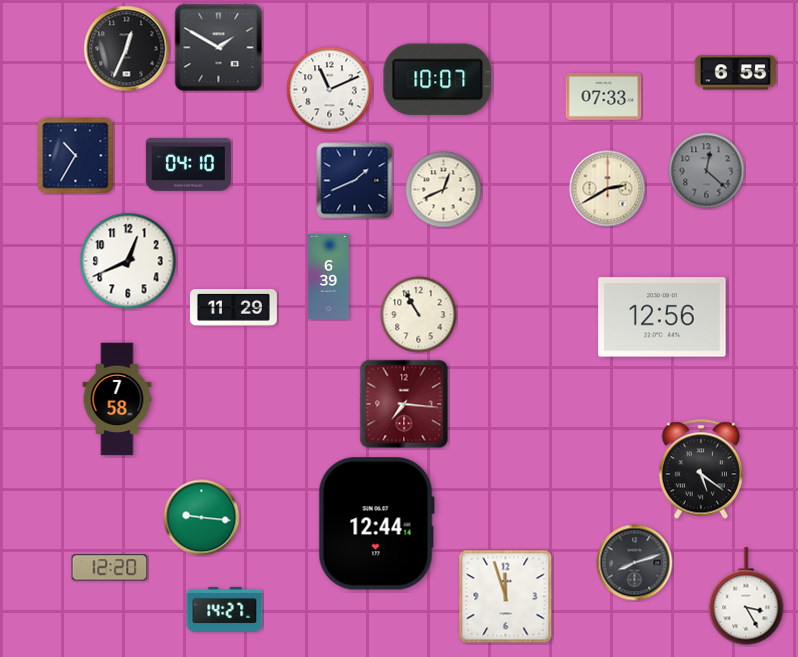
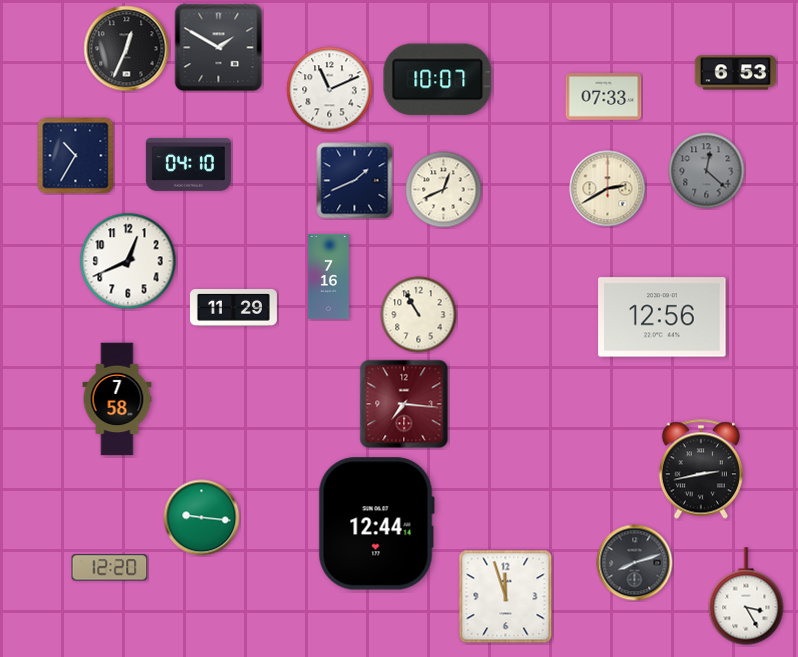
clock at (736, 73): 6:55 -> 6:53
clock at (328, 276): 6:39 -> 7:16
clock at (700, 469): 5:21 -> 2:43
clock at (225, 609): 14:27 -> none
